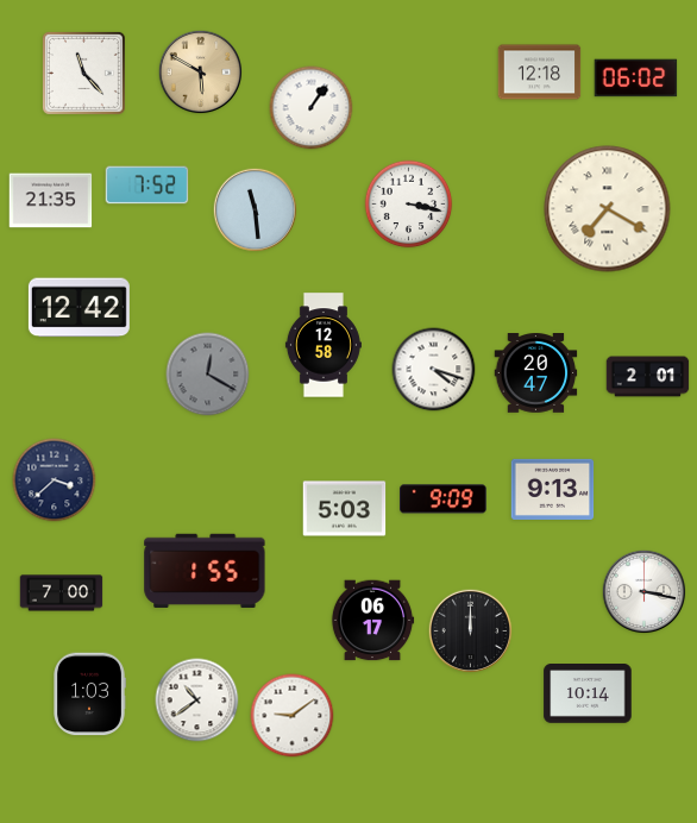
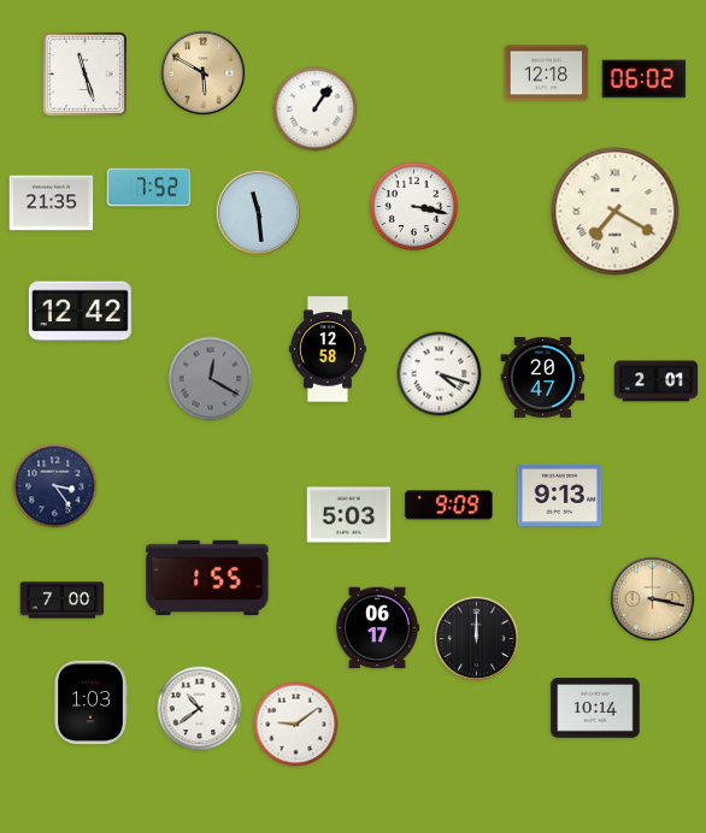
clock at (83, 73): 11:23 -> 11:27
clock at (55, 480): 3:38 -> 3:24
clock at (645, 592) dial: white -> champagne
clock at (588, 695) position: (588, 695) -> (595, 709)
